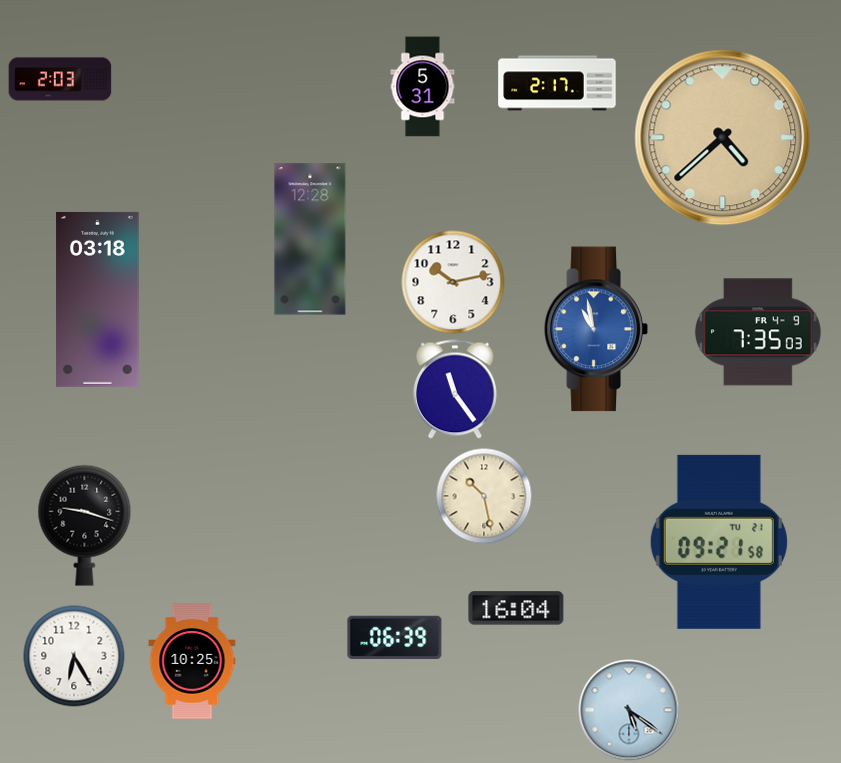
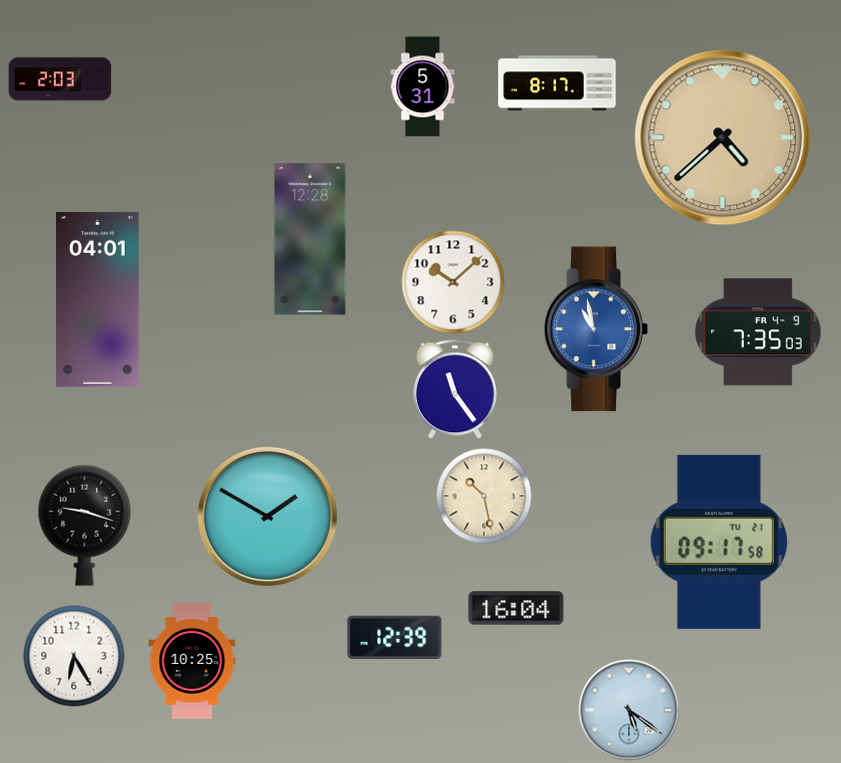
clock at (557, 83): 2:17 -> 8:17
clock at (453, 282): 10:13 -> 10:08
clock at (98, 299): 03:18 -> 04:01
clock at (267, 516): none -> 1:50
clock at (719, 542): 09:21 -> 09:17
clock at (395, 637): 06:39 -> 12:39
